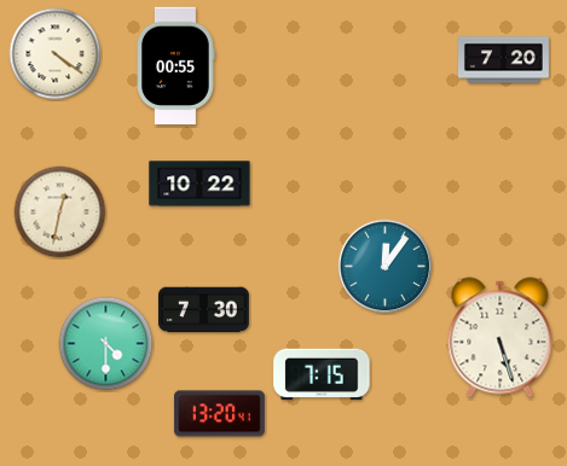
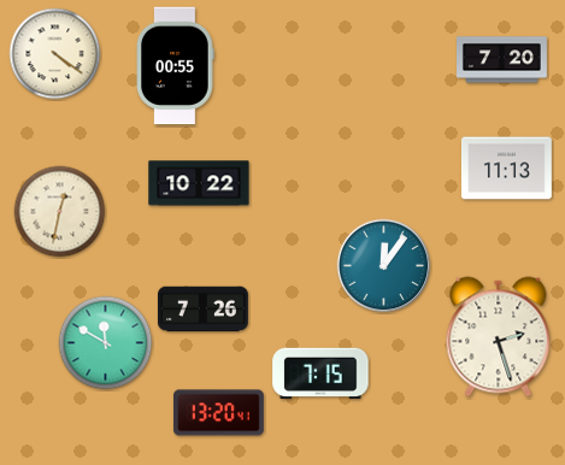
clock at (506, 169): none -> 11:13
clock at (203, 310): 7:30 -> 7:26
clock at (501, 338): 5:27 -> 2:27
clock at (106, 344): 4:30 -> 11:50
